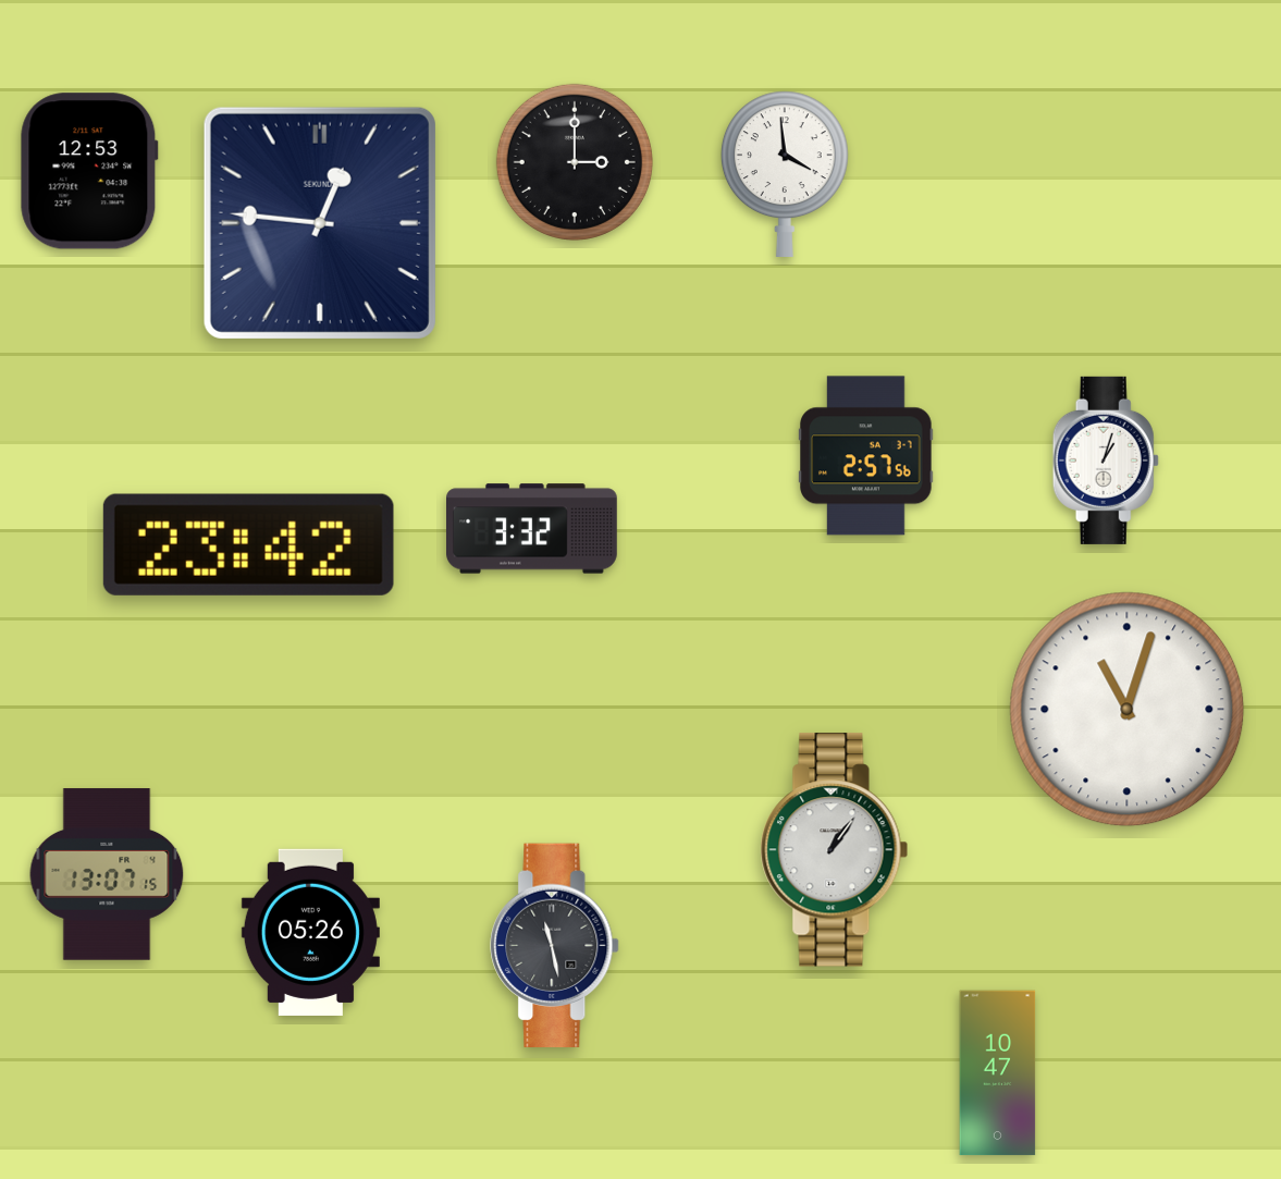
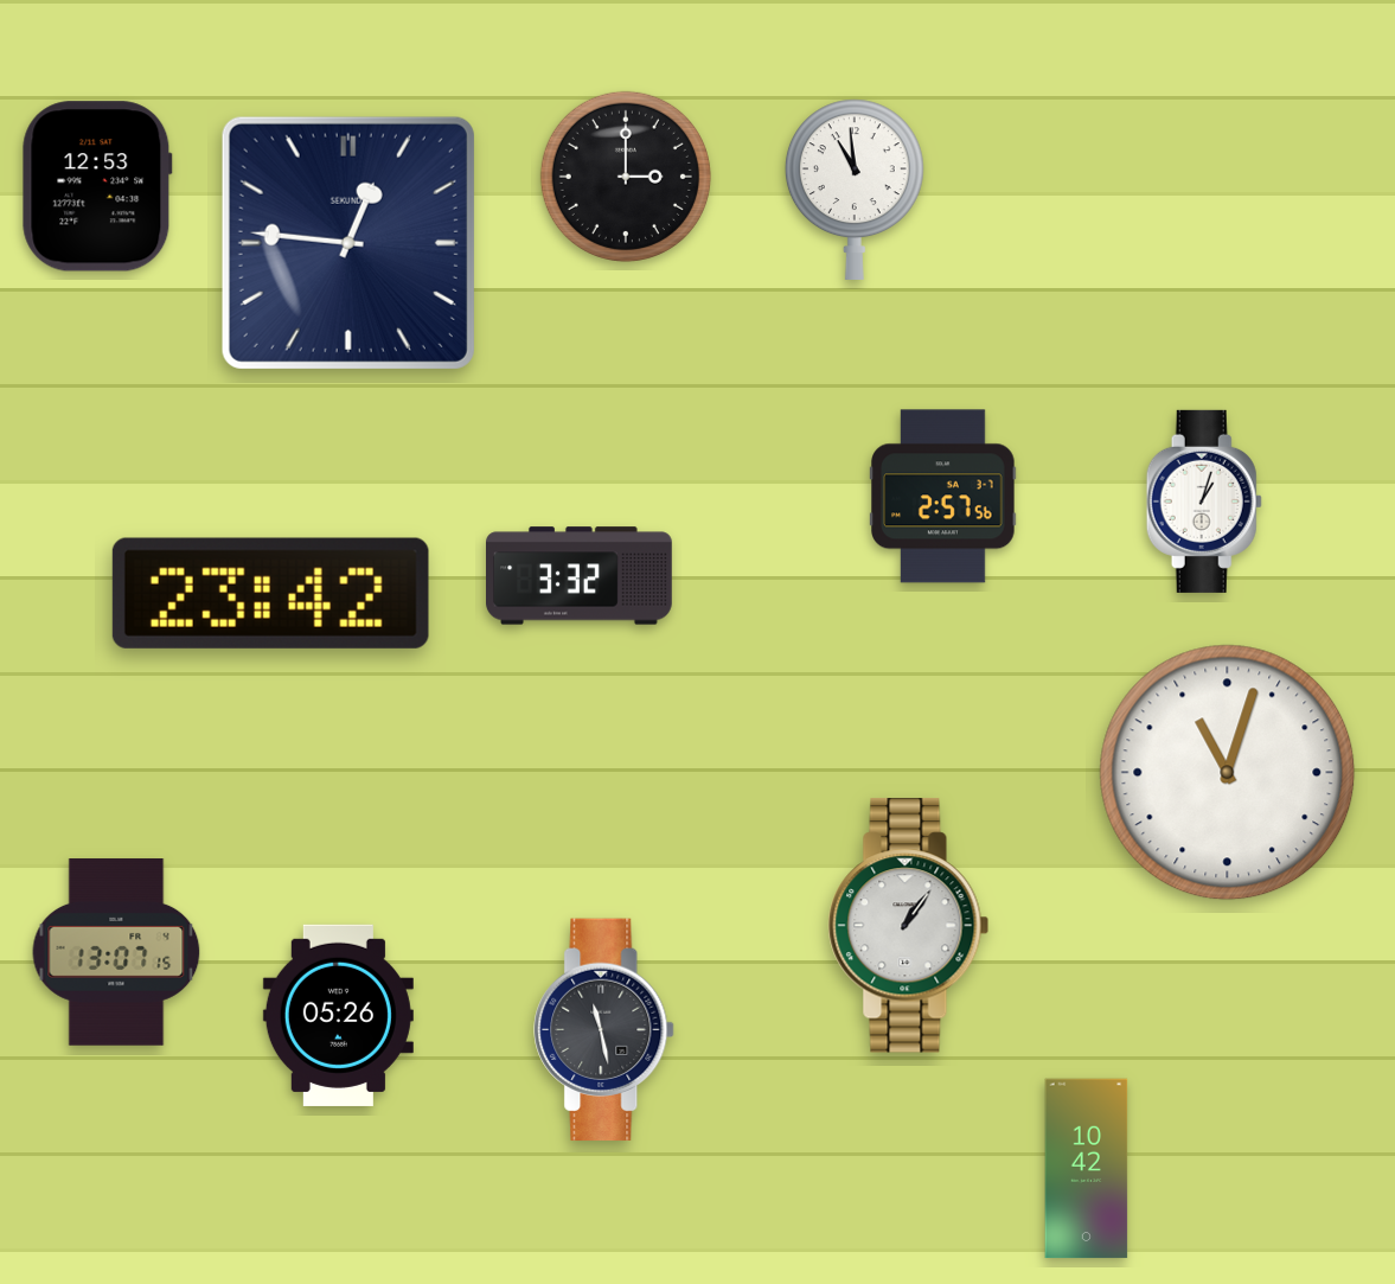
clock at (785, 174): 3:59 -> 10:59
clock at (998, 1073): 10:47 -> 10:42
